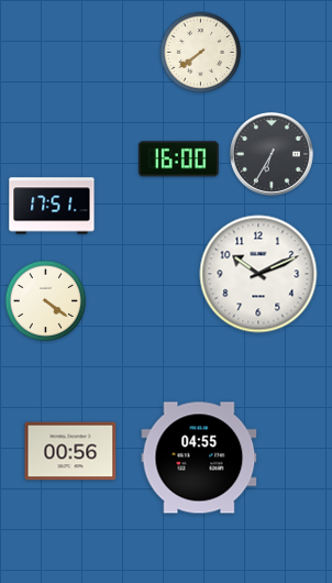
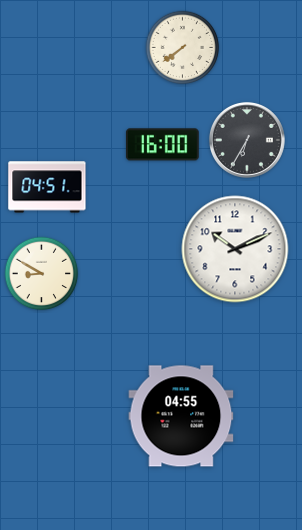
clock at (52, 206): 17:51 -> 04:51
clock at (46, 301): 4:21 -> 8:50
clock at (70, 451): 00:56 -> none
